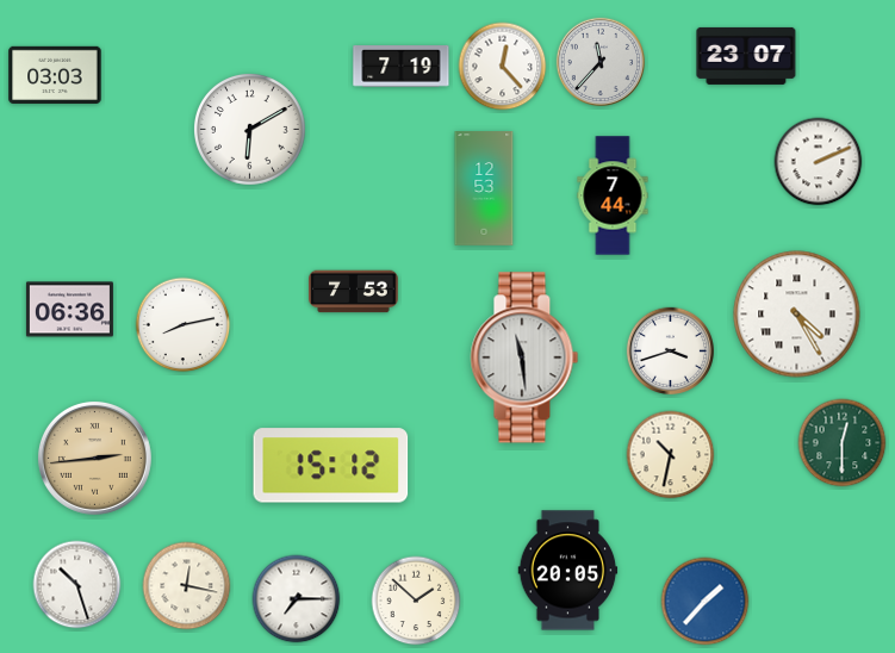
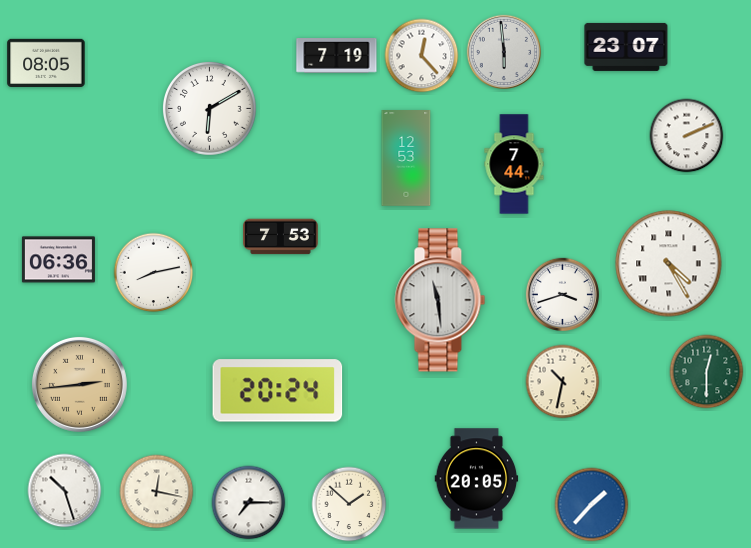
clock at (599, 61): 11:37 -> 5:59
clock at (55, 74): 03:03 -> 08:05
clock at (354, 292) position: (354, 292) -> (281, 237)
clock at (331, 466): 15:12 -> 20:24
